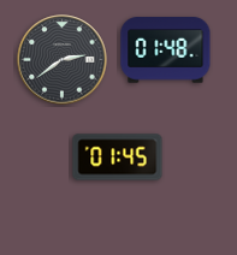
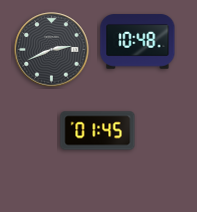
clock at (166, 51): 01:48 -> 10:48
clock at (63, 60): 2:39 -> 2:41
